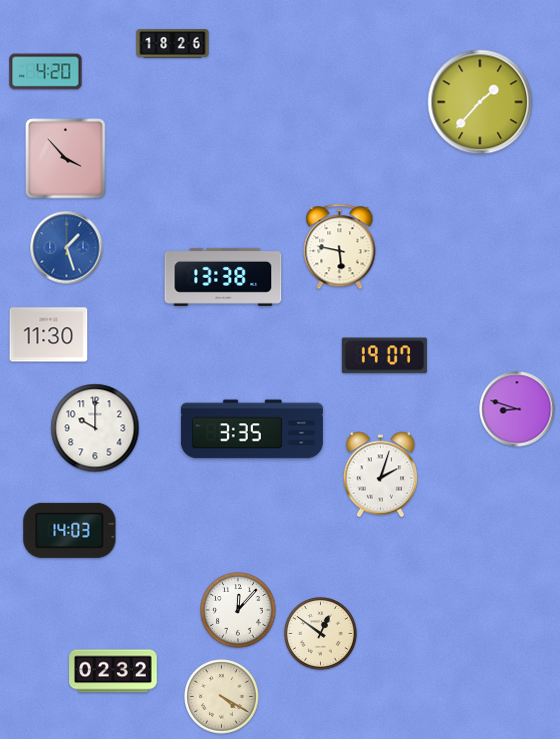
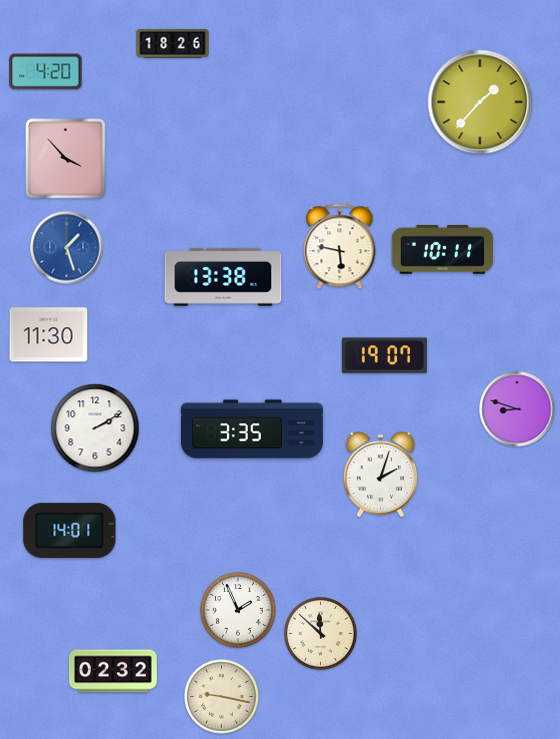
clock at (443, 249): none -> 10:11
clock at (95, 428): 10:00 -> 2:10
clock at (70, 530): 14:03 -> 14:01
clock at (238, 610): 12:07 -> 1:56
clock at (321, 634): 12:51 -> 11:52
clock at (222, 697): 4:20 -> 9:17
